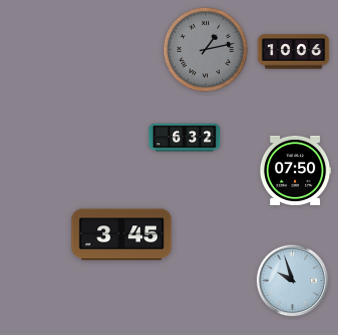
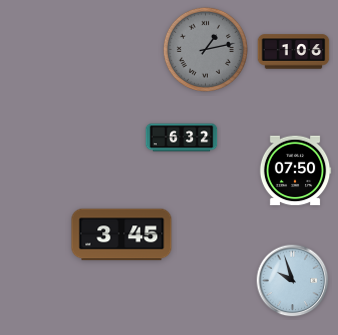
clock at (294, 52): 10:06 -> 1:06
clock at (185, 138) position: (185, 138) -> (182, 138)
